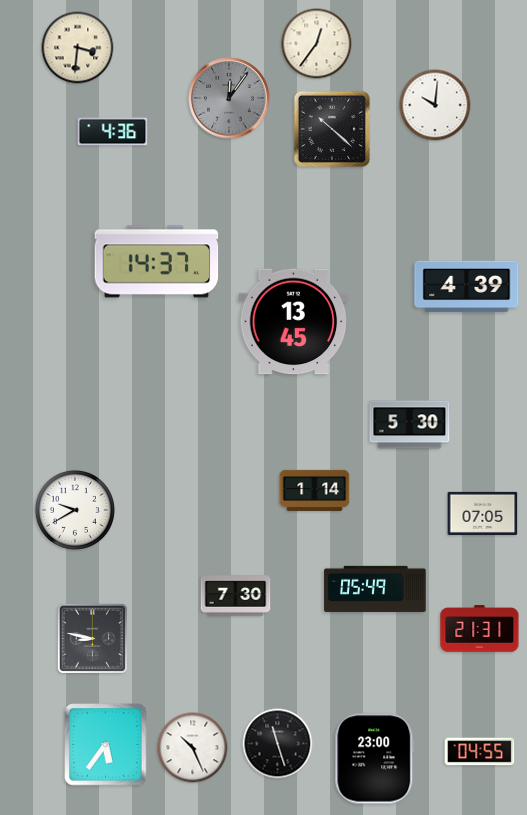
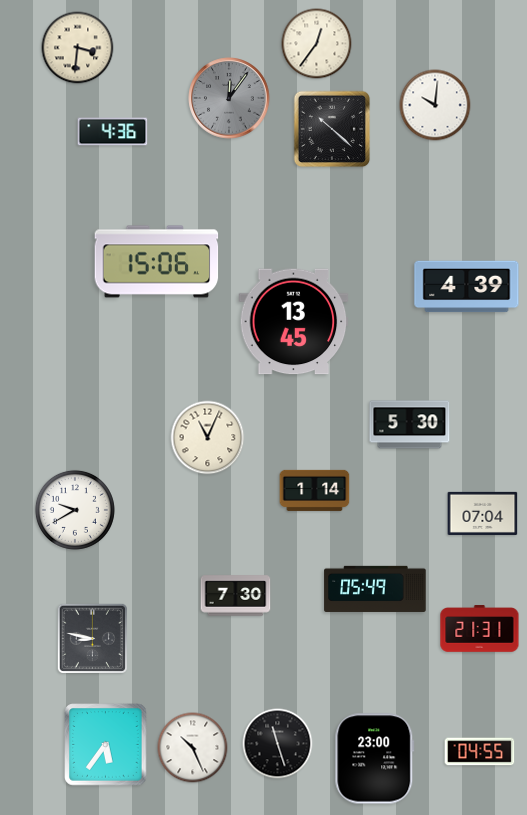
clock at (157, 262): 14:37 -> 15:06
clock at (208, 438): none -> 11:04
clock at (483, 513): 07:05 -> 07:04
